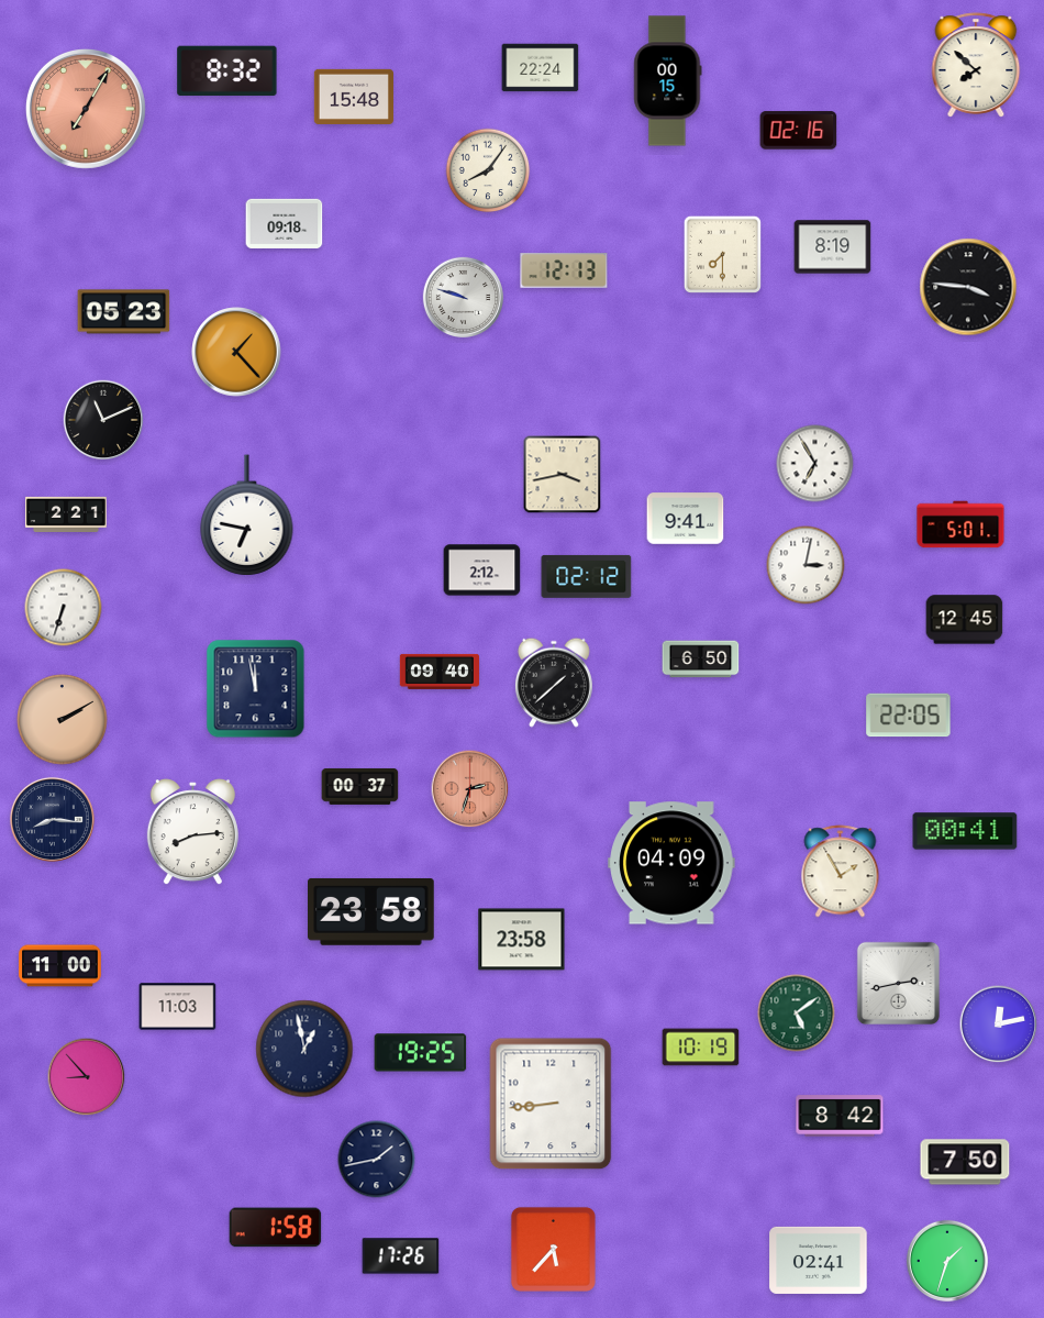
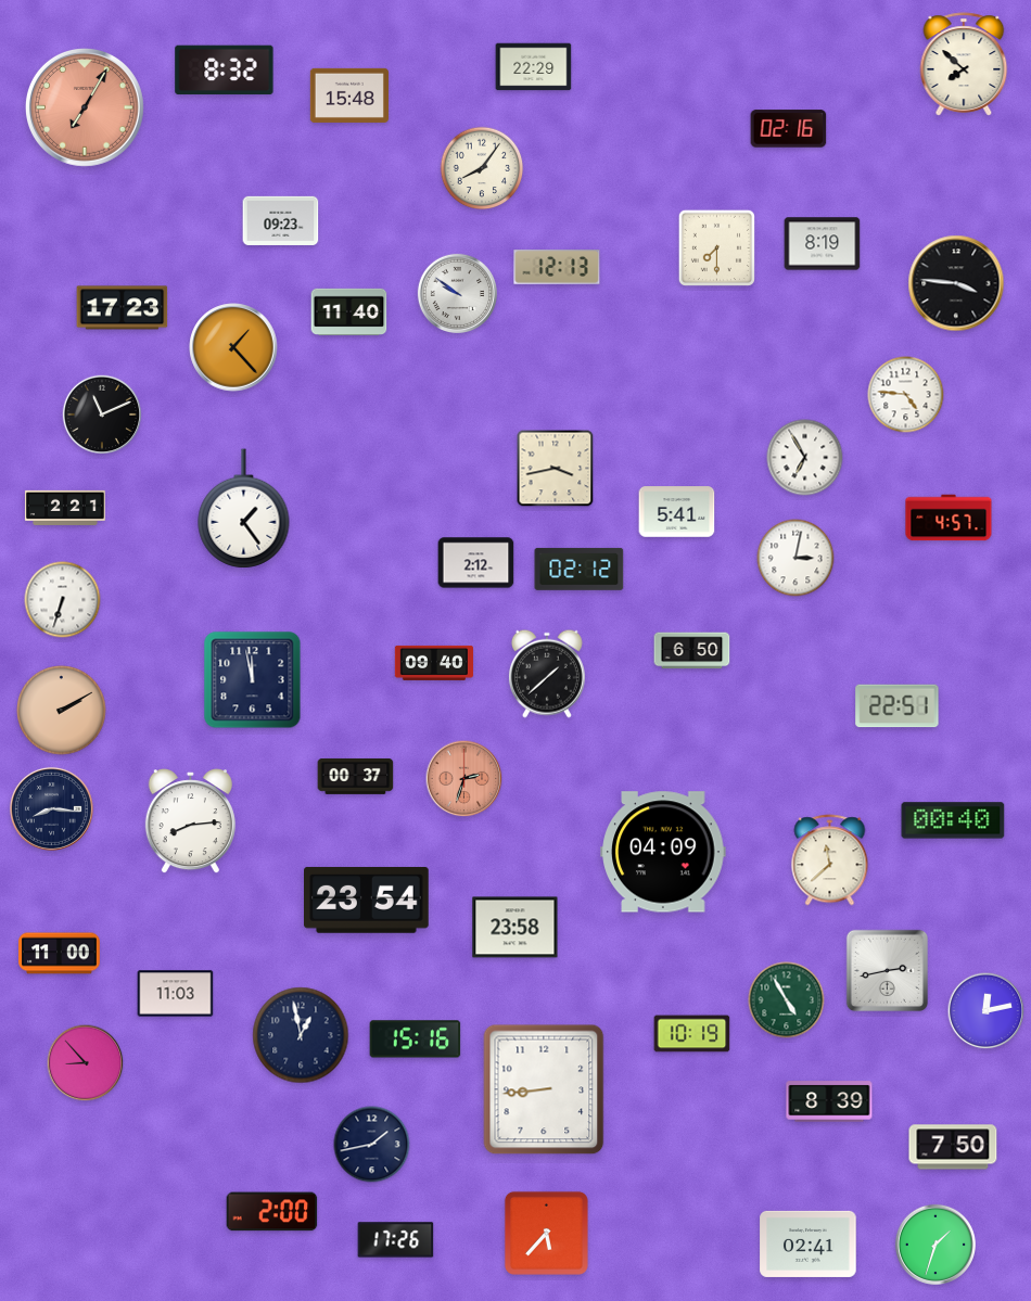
clock at (541, 68): 22:24 -> 22:29
clock at (668, 81): 00:15 -> none
clock at (285, 223): 09:18 -> 09:23
clock at (722, 254) position: (722, 254) -> (716, 247)
clock at (463, 297): 9:48 -> 9:51
clock at (124, 312): 05:23 -> 17:23
clock at (349, 311): none -> 11:40
clock at (906, 395): none -> 4:46
clock at (247, 516): 6:47 -> 1:24
clock at (686, 519): 9:41 -> 5:41
clock at (960, 524): 5:01 -> 4:57
clock at (965, 620): 12:45 -> none
clock at (909, 716): 22:05 -> 22:51
clock at (965, 831): 00:41 -> 00:40
clock at (841, 872): 1:55 -> 11:38
clock at (371, 911): 23:58 -> 23:54
clock at (797, 1014): 5:09 -> 4:55
clock at (421, 1053): 19:25 -> 15:16
clock at (840, 1116): 8:42 -> 8:39
clock at (276, 1228): 1:58 -> 2:00
